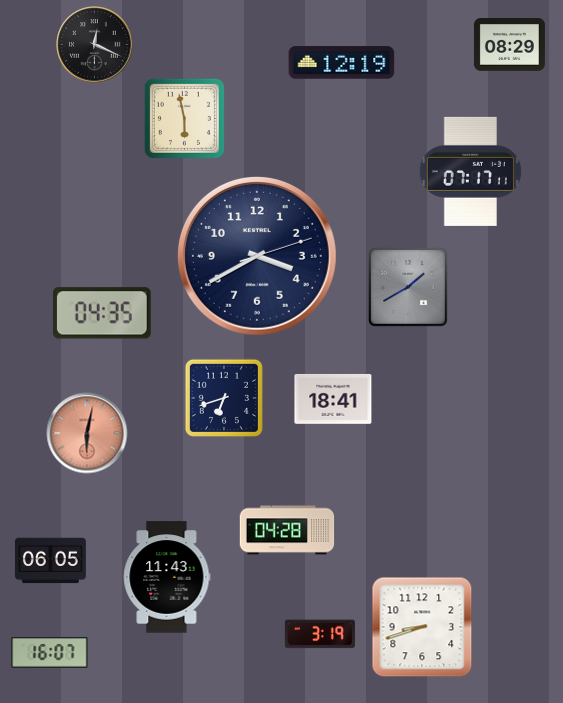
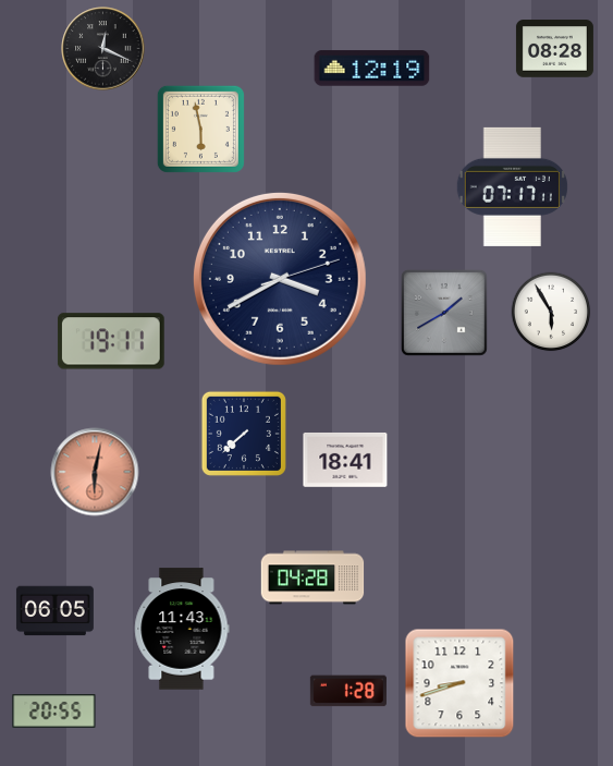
clock at (509, 45): 08:29 -> 08:28
clock at (551, 312): none -> 5:55
clock at (102, 313): 04:35 -> 19:11
clock at (224, 398): 6:42 -> 7:38
clock at (333, 399) position: (333, 399) -> (345, 460)
clock at (320, 634): 3:19 -> 1:28
clock at (50, 653): 16:07 -> 20:55
